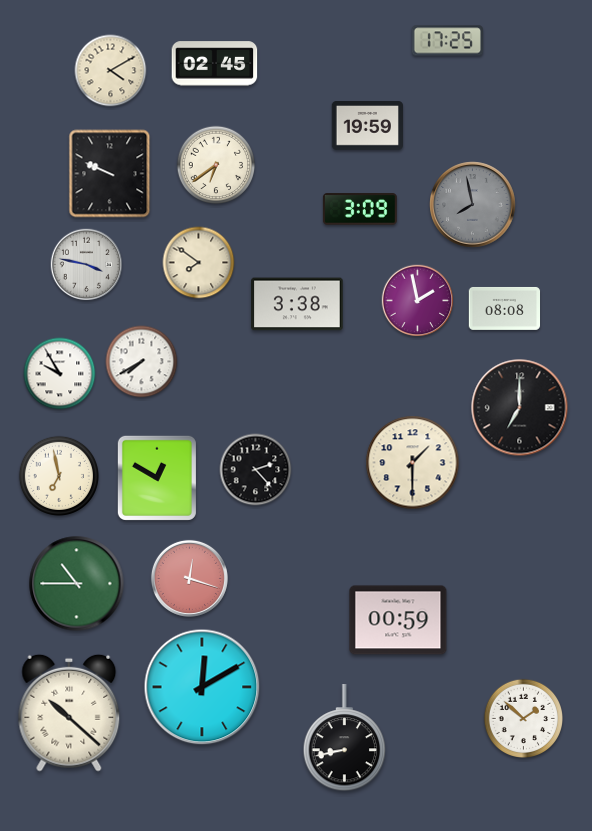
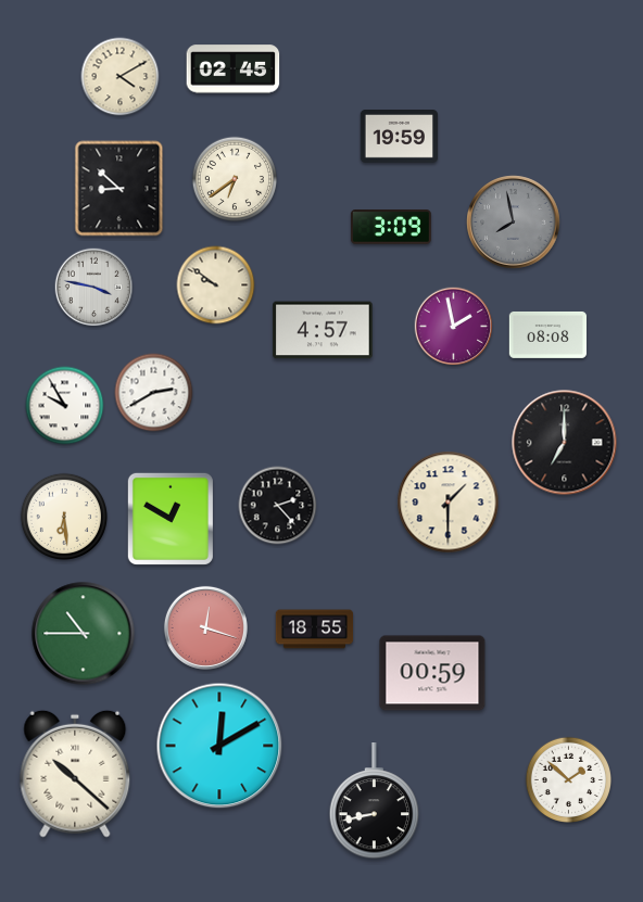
clock at (447, 41): 17:25 -> none
clock at (110, 174): 9:49 -> 8:52
clock at (199, 263): 7:51 -> 9:51
clock at (297, 304): 3:38 -> 4:57
clock at (142, 362): 7:40 -> 2:40
clock at (256, 470) position: (256, 470) -> (278, 506)
clock at (58, 475): 6:58 -> 6:29
clock at (315, 630): none -> 18:55
